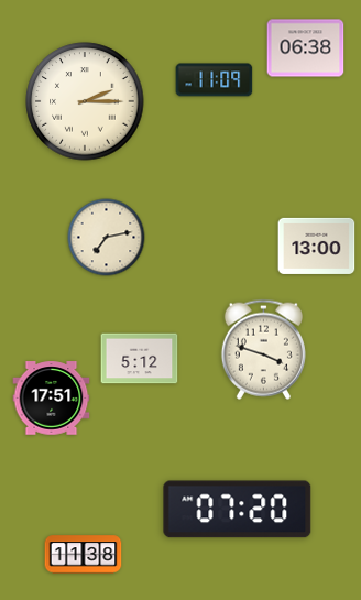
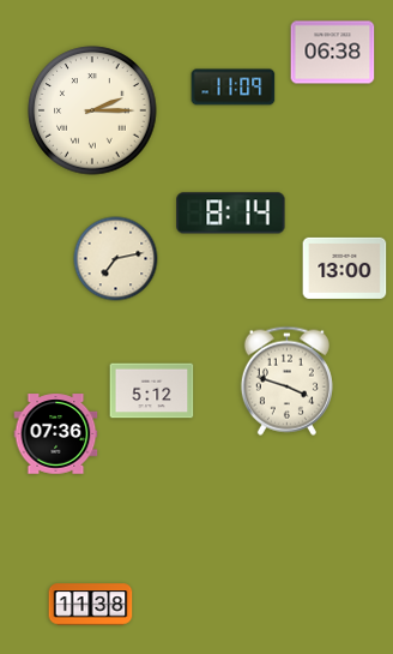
clock at (231, 214): none -> 8:14
clock at (52, 399): 17:51 -> 07:36
clock at (238, 510): 07:20 -> none
